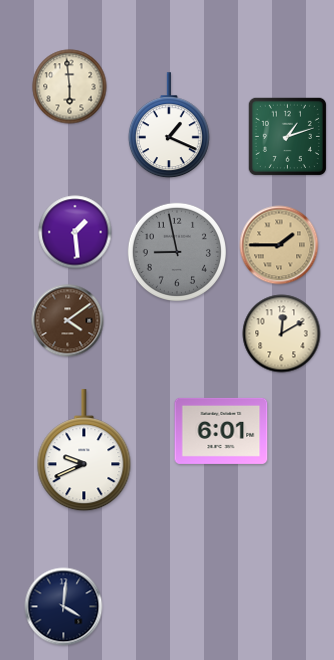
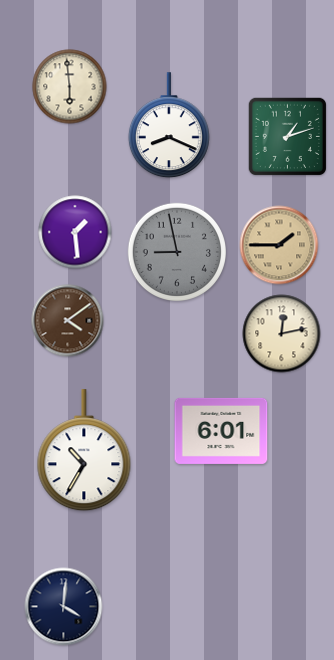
clock at (169, 126): 1:19 -> 8:19
clock at (282, 334): 12:10 -> 12:13
clock at (84, 451): 9:41 -> 10:35
